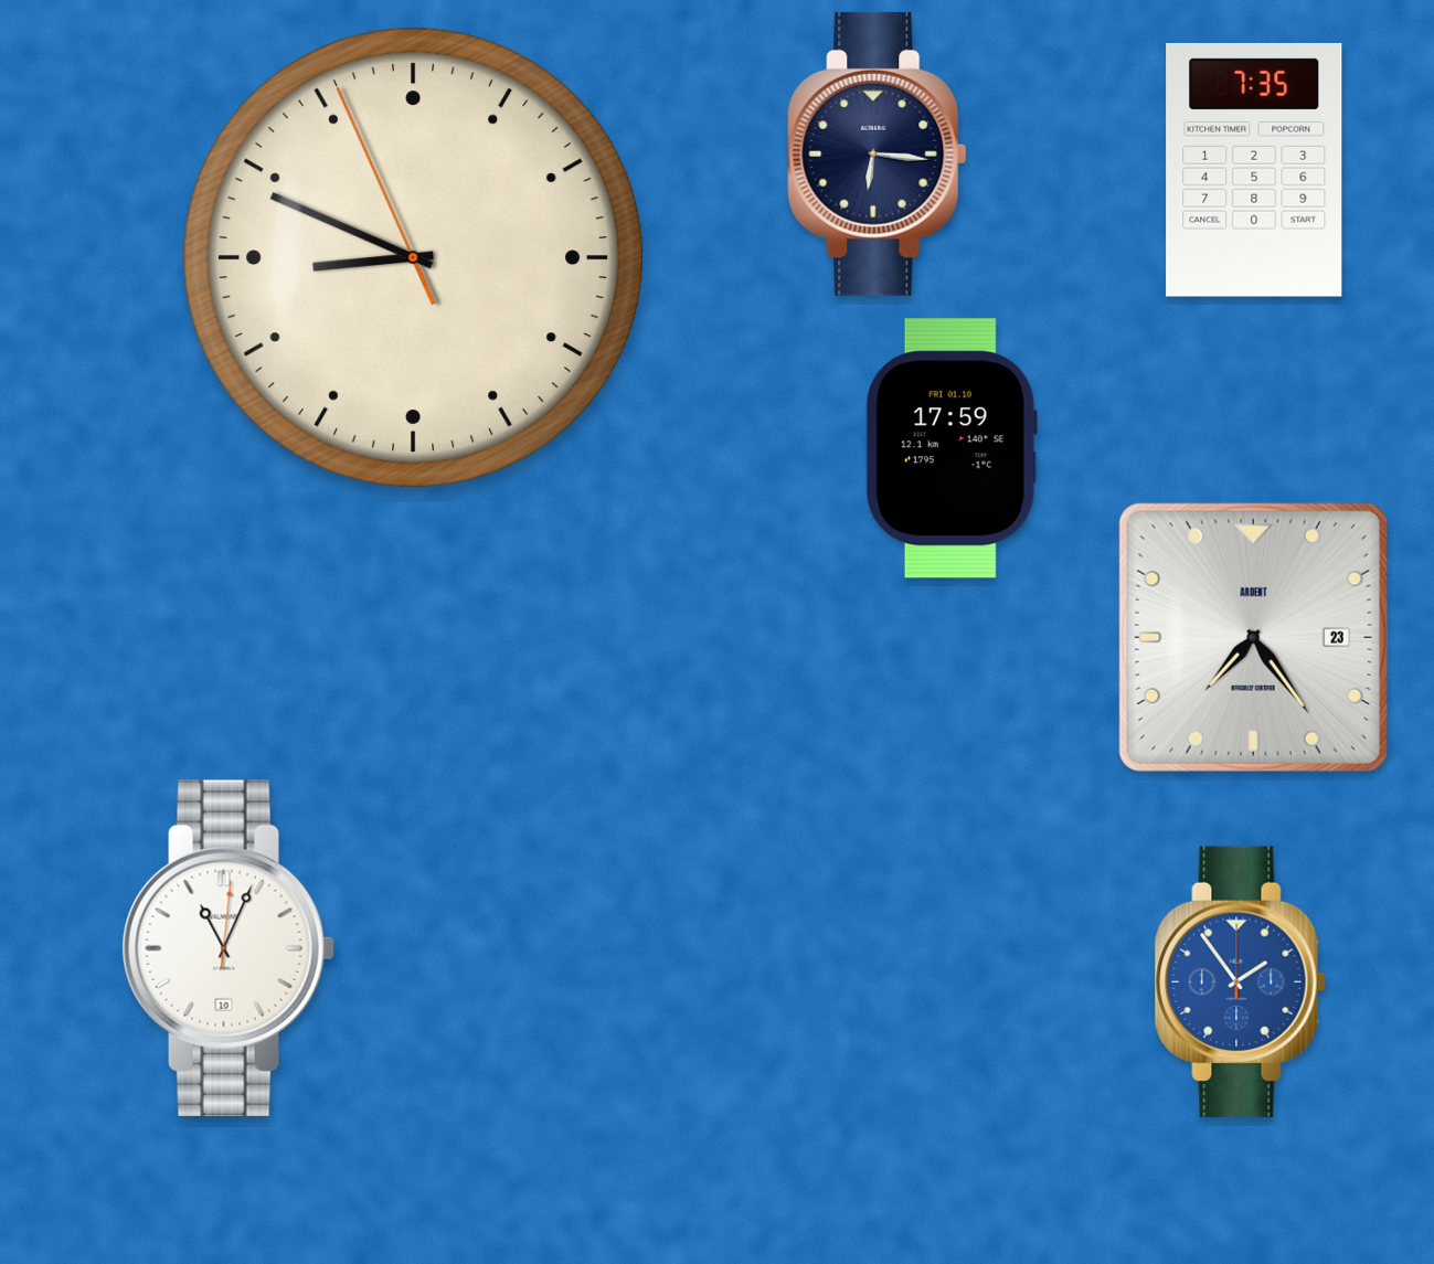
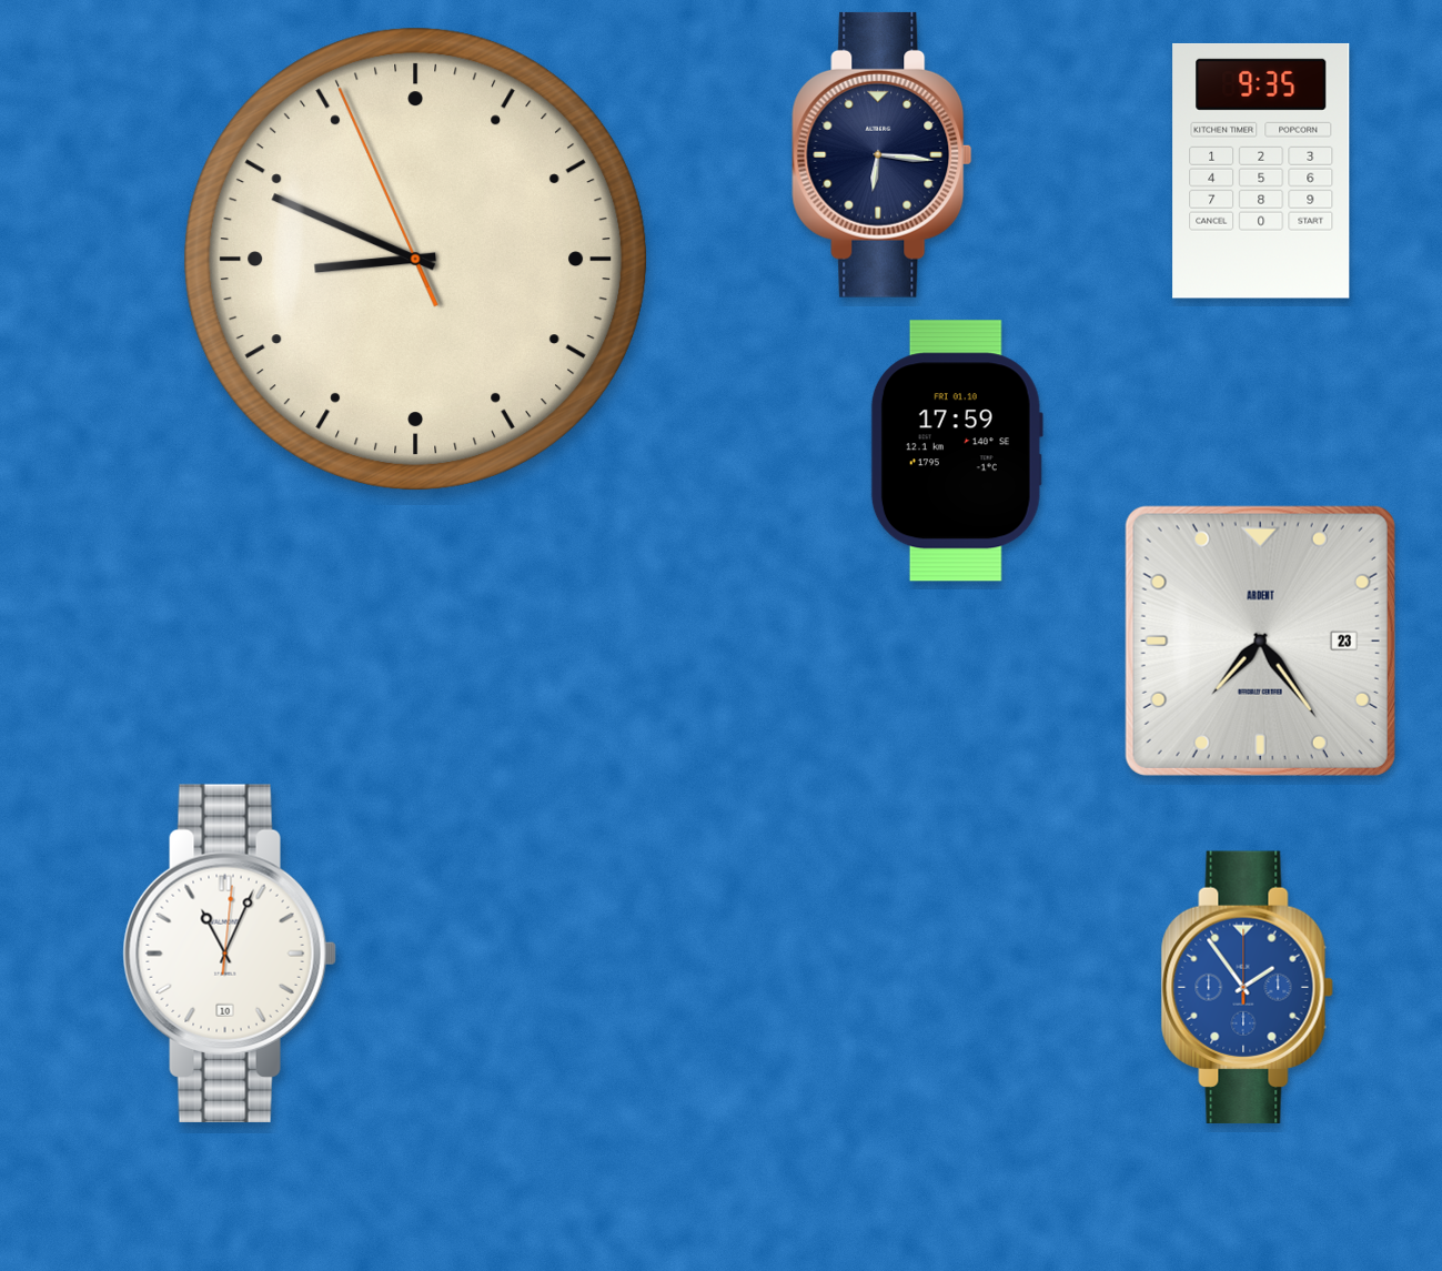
clock at (1254, 170): 7:35 -> 9:35
